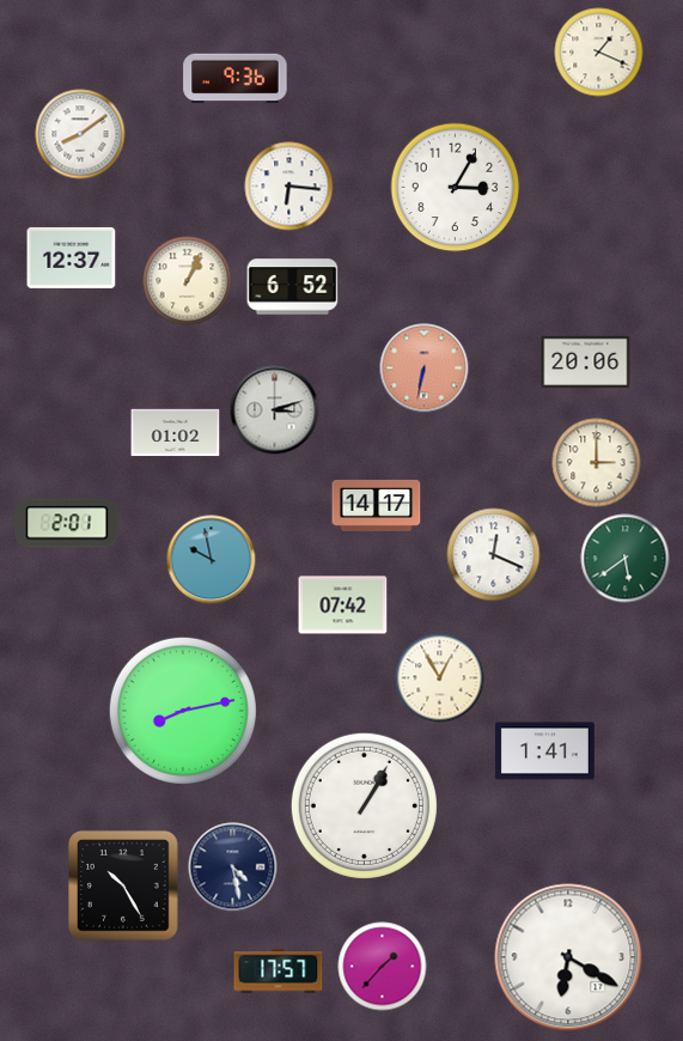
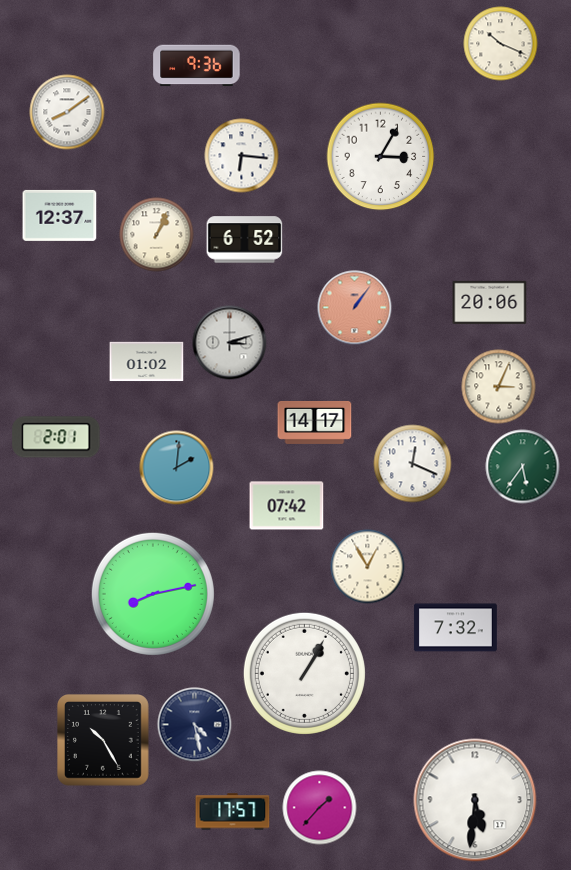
clock at (599, 53): 1:19 -> 10:19
clock at (425, 369): 6:32 -> 1:06
clock at (597, 463): 3:00 -> 3:04
clock at (626, 559): 5:39 -> 5:36
clock at (212, 560): 9:58 -> 2:01
clock at (544, 751): 1:41 -> 7:32
clock at (568, 957): 6:20 -> 5:31
